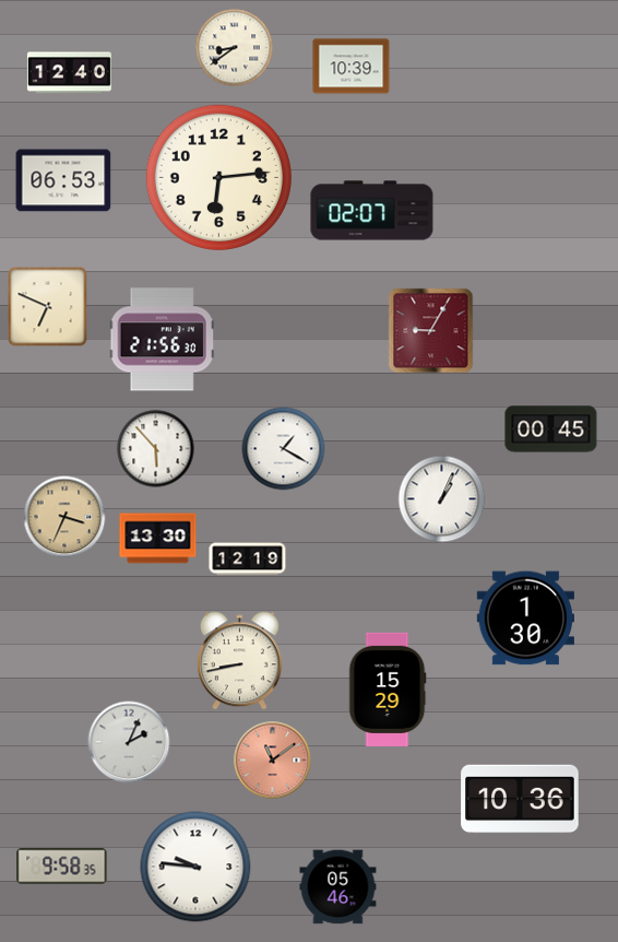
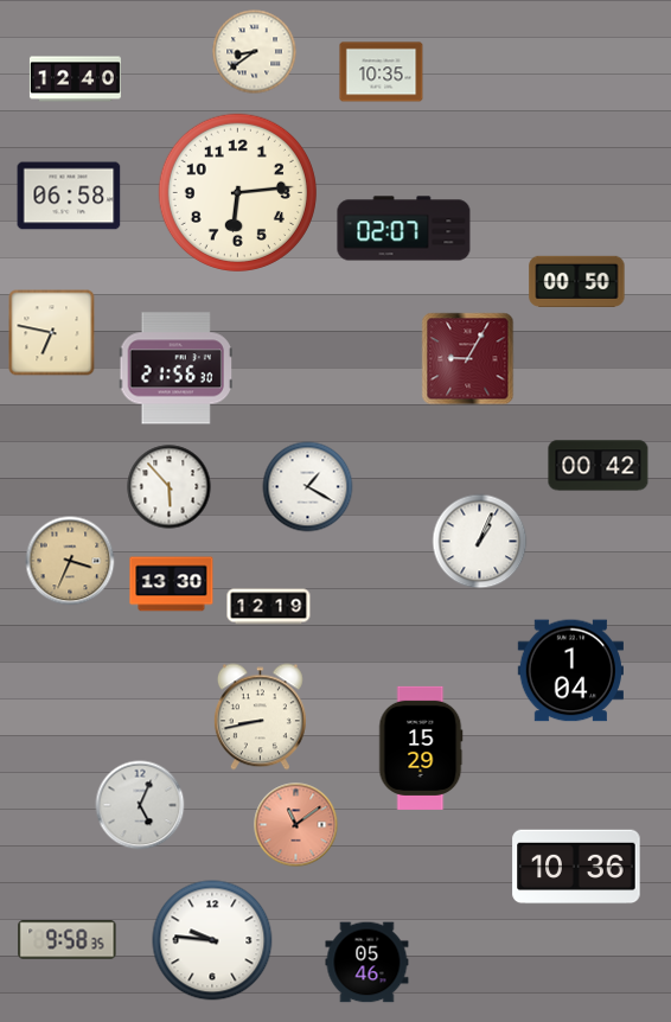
clock at (352, 67): 10:39 -> 10:35
clock at (63, 180): 06:53 -> 06:58
clock at (577, 281): none -> 00:50
clock at (48, 307): 6:49 -> 6:47
clock at (551, 429): 00:45 -> 00:42
clock at (525, 619): 1:30 -> 1:04
clock at (129, 742): 2:04 -> 5:04
clock at (520, 799) position: (520, 799) -> (576, 867)
